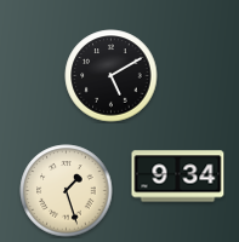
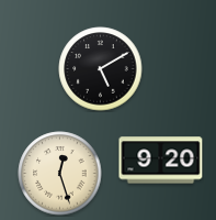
clock at (178, 177): 9:34 -> 9:20
clock at (67, 191): 1:27 -> 12:27
